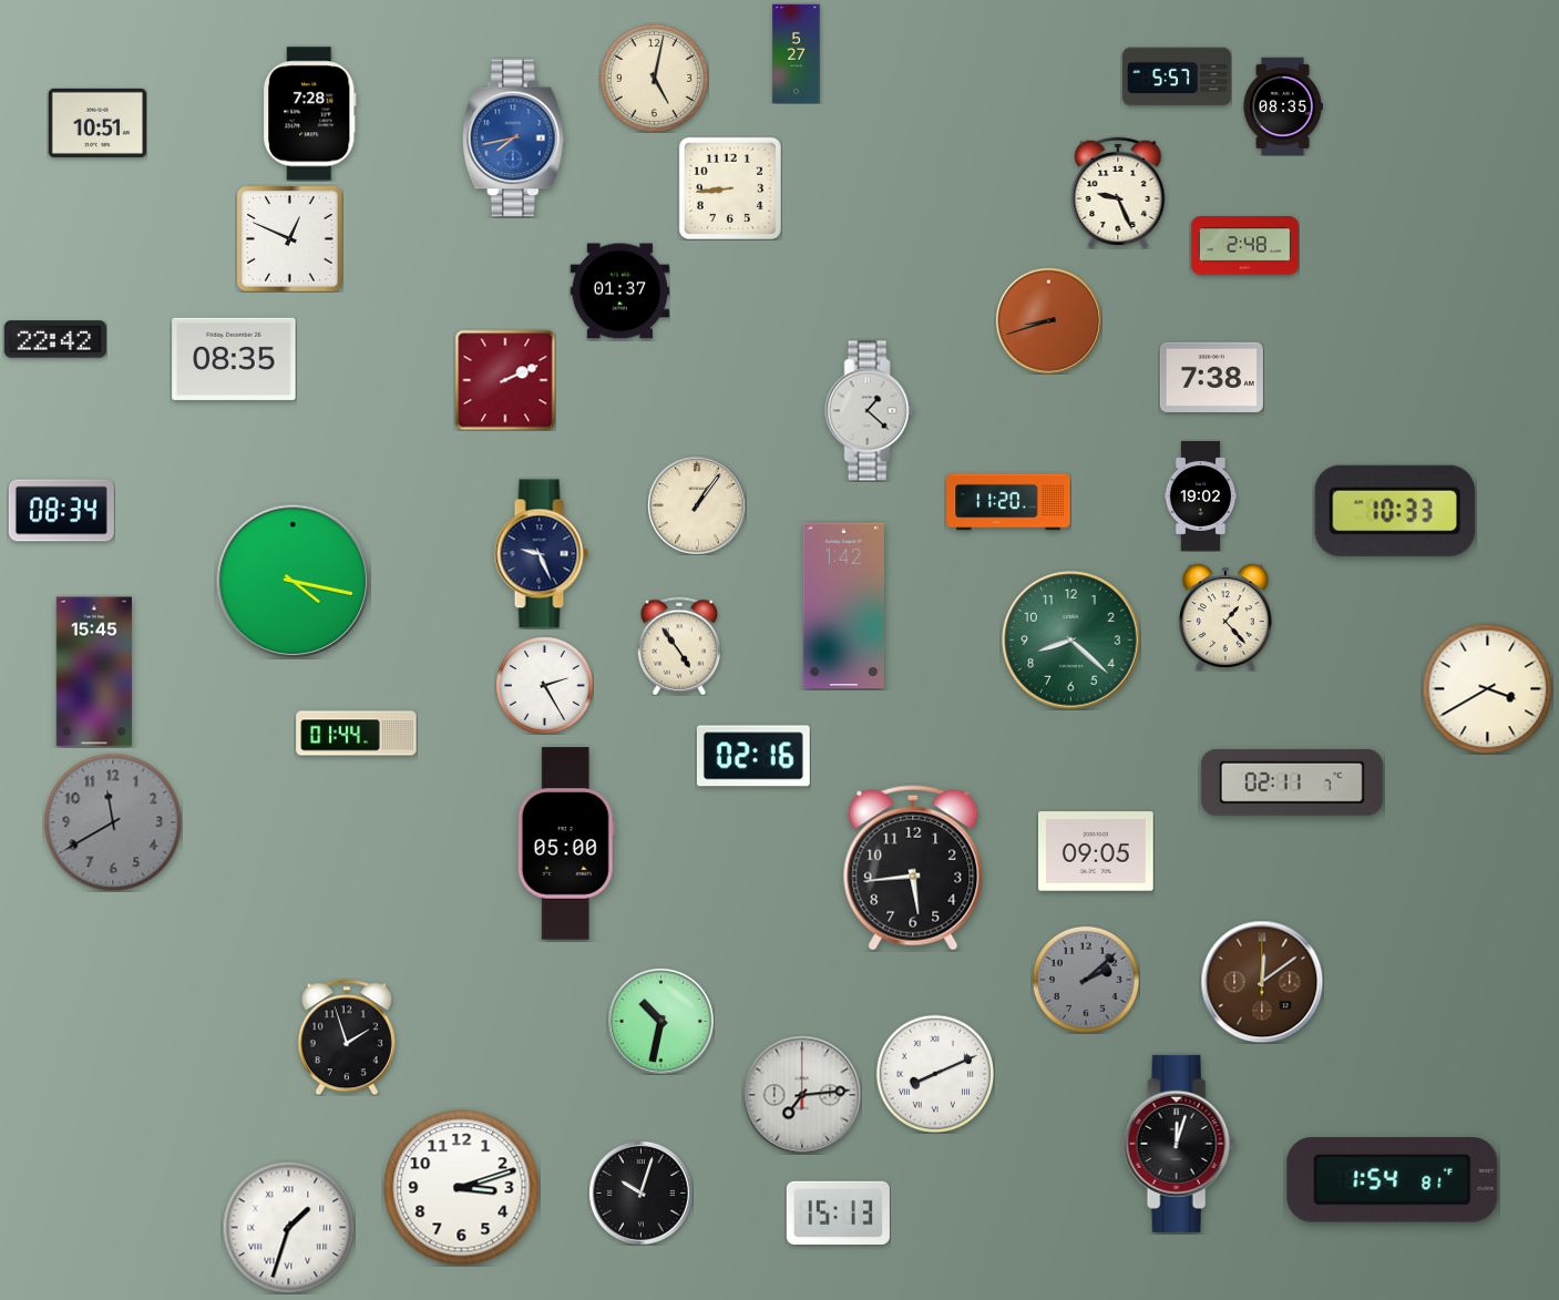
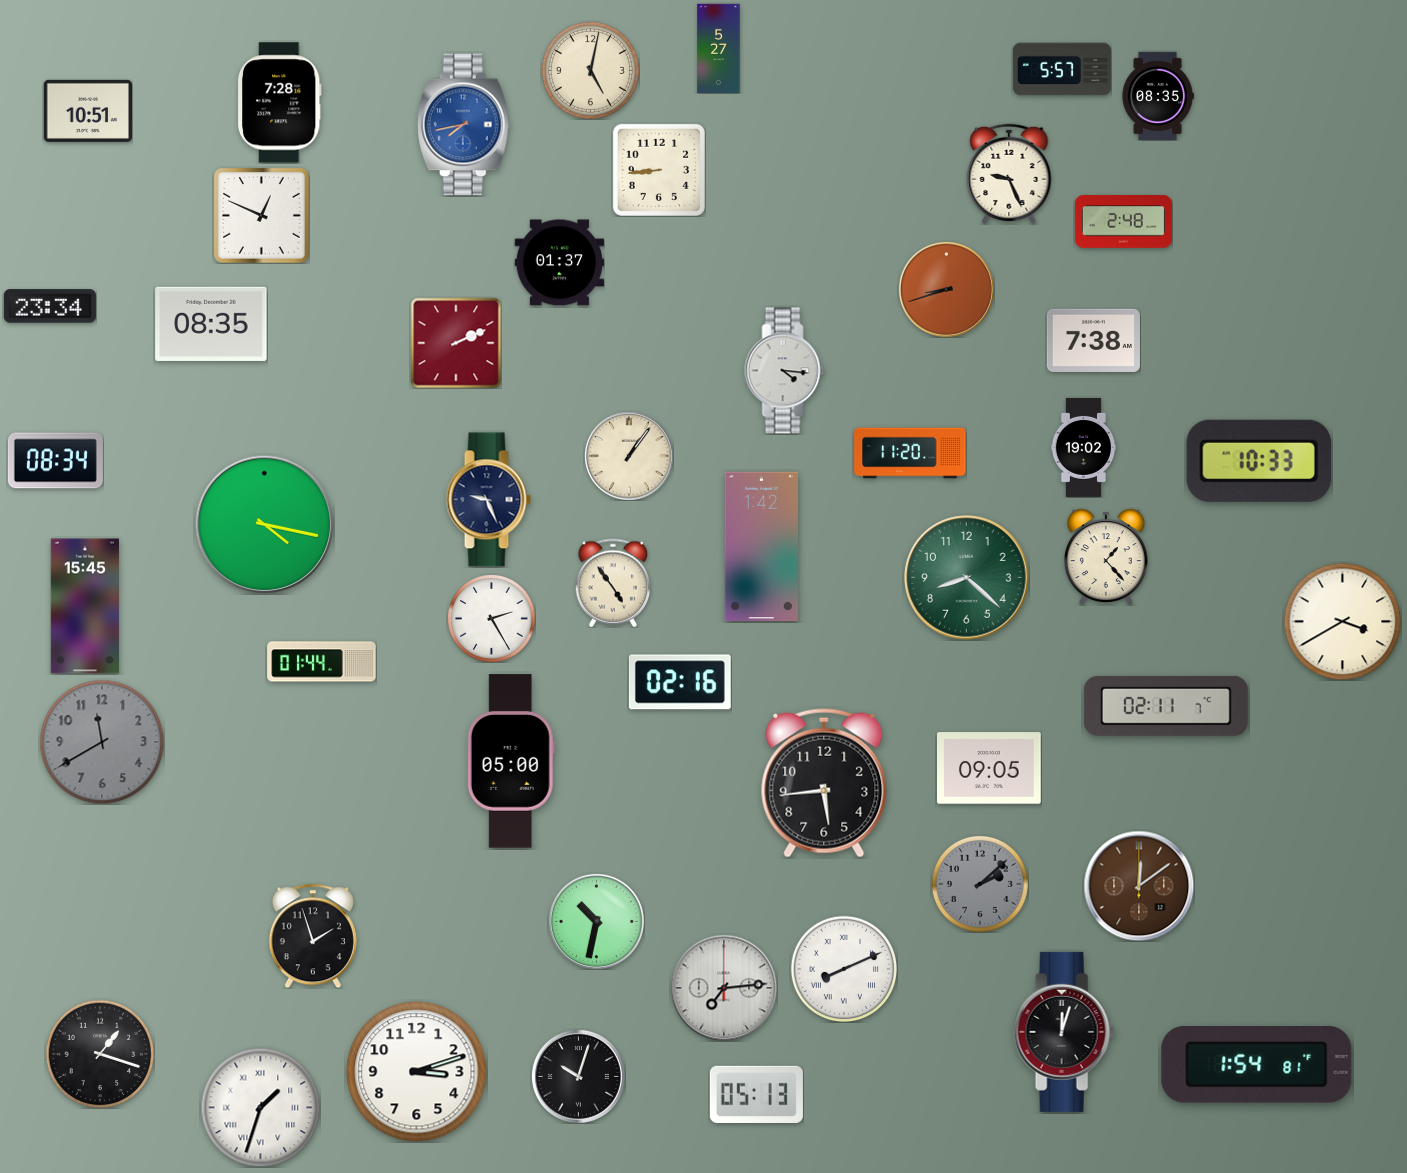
clock at (55, 339): 22:42 -> 23:34
clock at (870, 411): 1:22 -> 4:16
clock at (100, 1054): none -> 1:18
clock at (838, 1212): 15:13 -> 05:13
